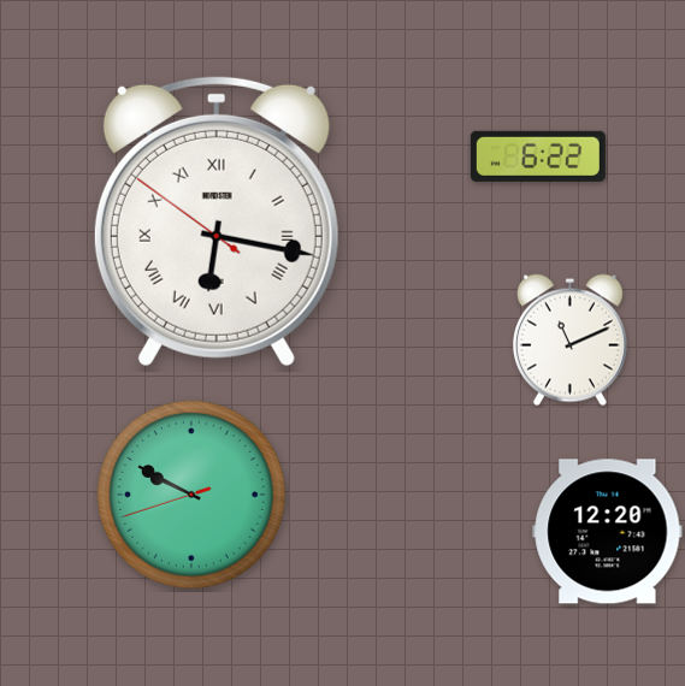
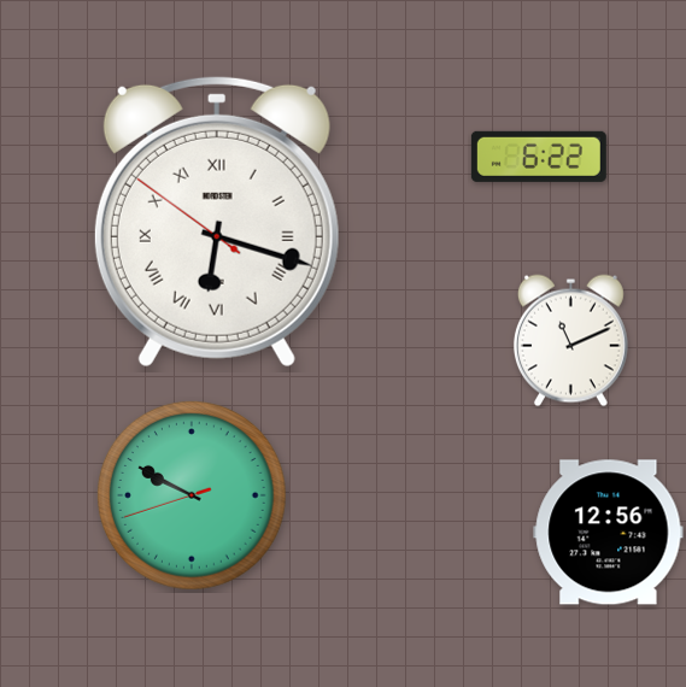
clock at (217, 221): 6:16 -> 6:17
clock at (608, 532): 12:20 -> 12:56
